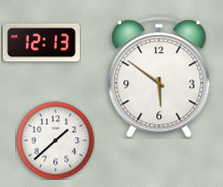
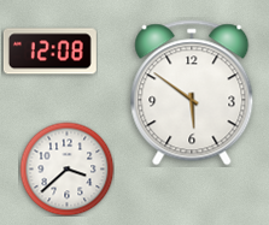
clock at (41, 43): 12:13 -> 12:08
clock at (55, 140): 1:38 -> 3:38
